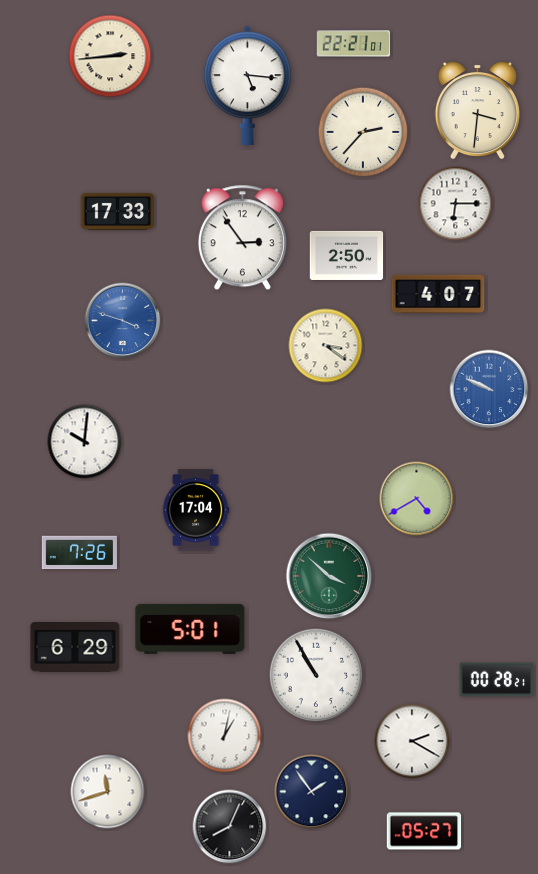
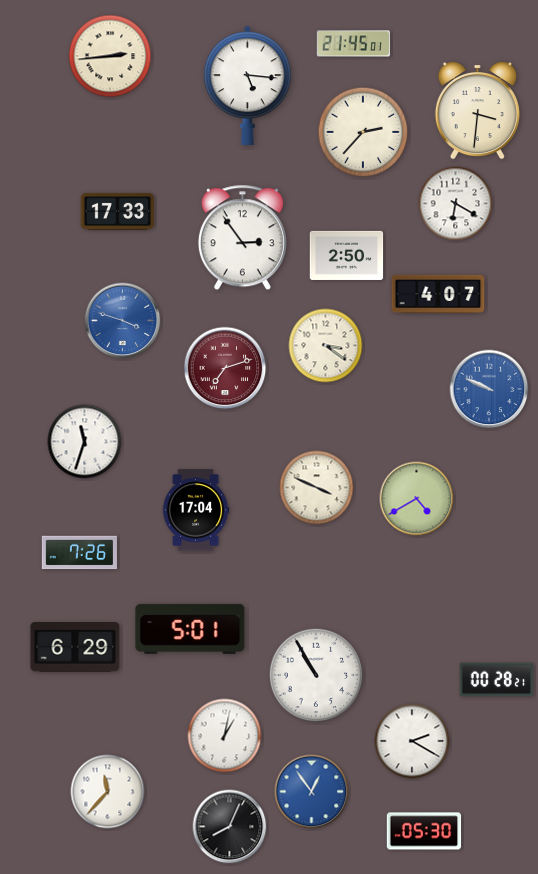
clock at (354, 44): 22:21 -> 21:45
clock at (456, 204): 6:15 -> 6:20
clock at (225, 368): none -> 7:12
clock at (85, 442): 10:01 -> 11:33
clock at (317, 488): none -> 3:49
clock at (329, 576): 3:52 -> none
clock at (108, 792): 11:42 -> 11:37
clock at (312, 792): 1:54 -> 12:54
clock at (312, 792) dial: navy -> blue
clock at (424, 831): 05:27 -> 05:30
